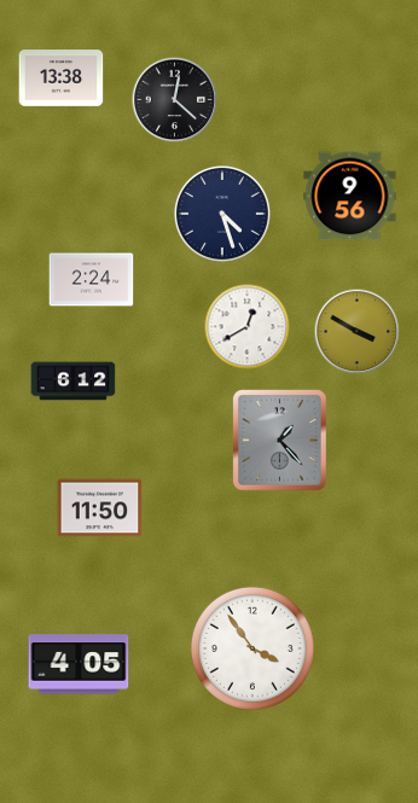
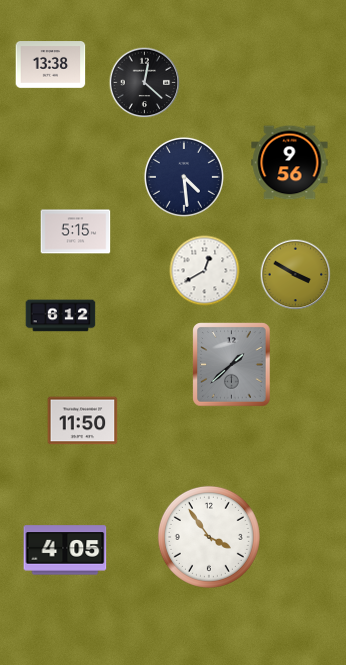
clock at (222, 214): 4:27 -> 4:29
clock at (92, 280): 2:24 -> 5:15
clock at (280, 441): 1:23 -> 1:38
